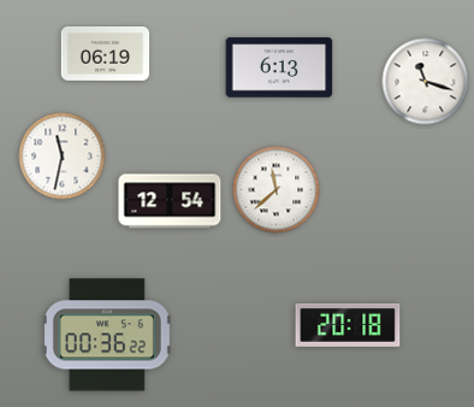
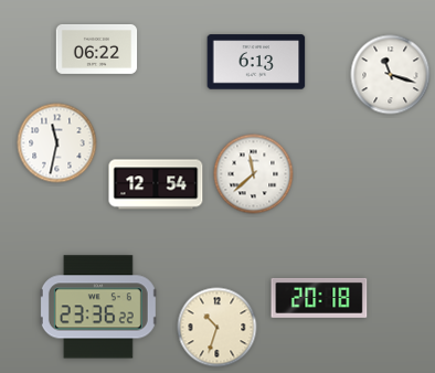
clock at (106, 53): 06:19 -> 06:22
clock at (107, 335): 00:36 -> 23:36
clock at (217, 328): none -> 10:33
